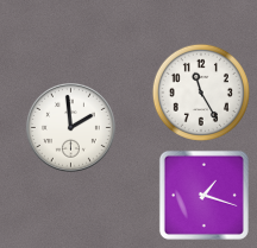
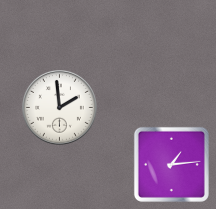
clock at (201, 93): 11:25 -> none
clock at (203, 195): 1:18 -> 1:14
